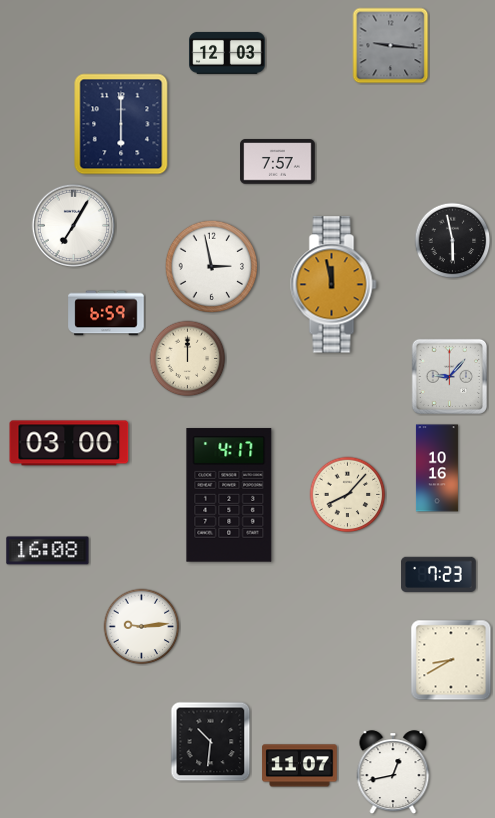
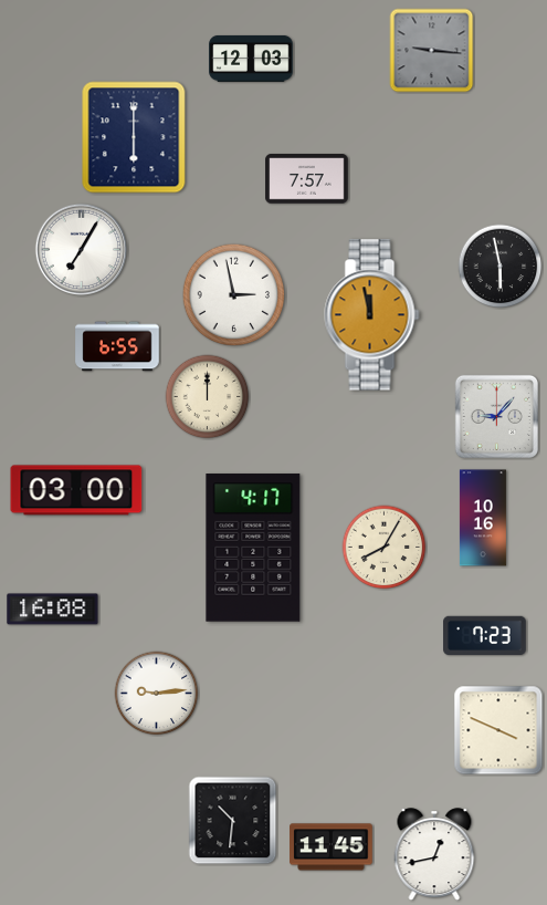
clock at (334, 285) position: (334, 285) -> (372, 315)
clock at (106, 313): 6:59 -> 6:55
clock at (348, 495): 8:07 -> 8:05
clock at (451, 660): 8:40 -> 3:49
clock at (300, 766): 11:07 -> 11:45
